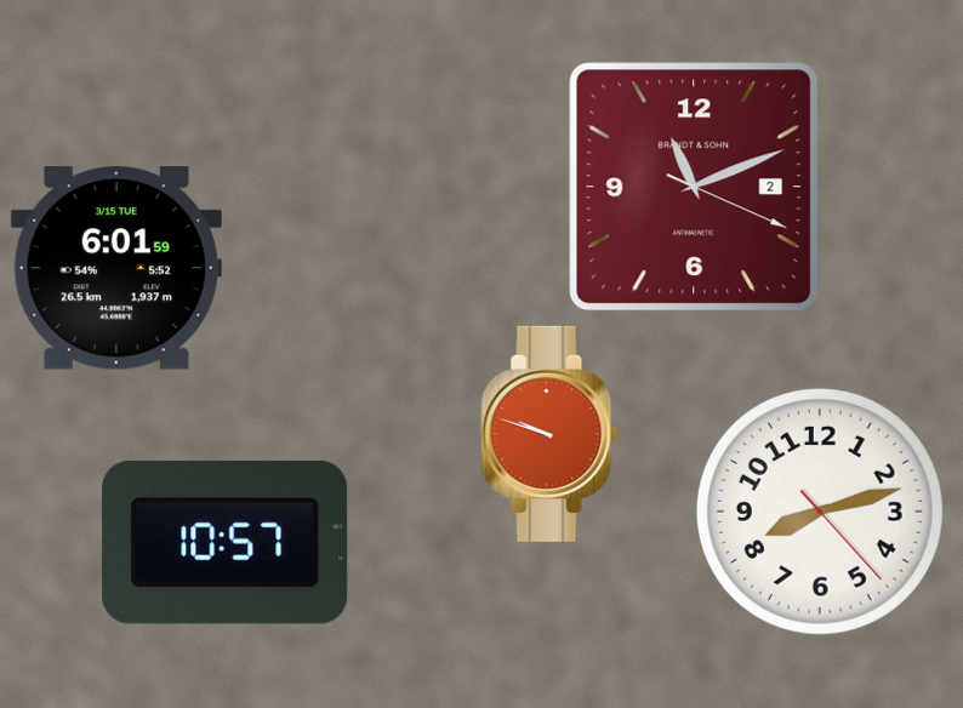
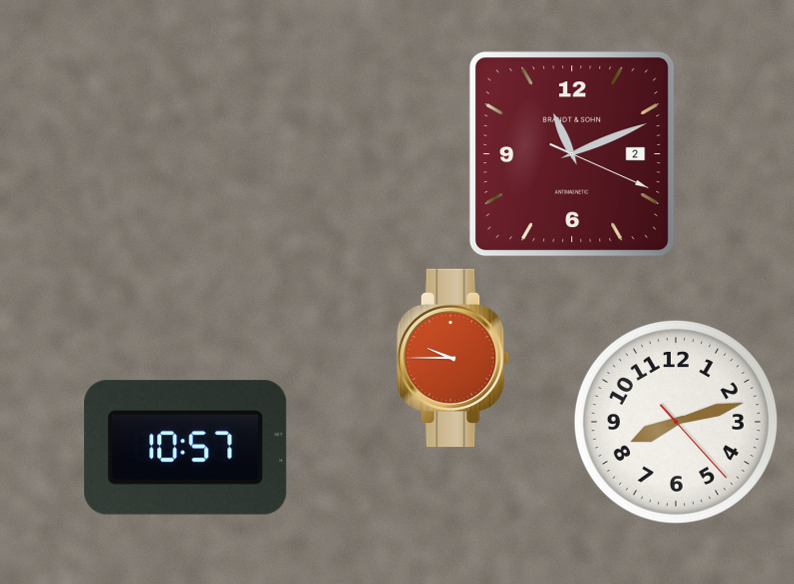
clock at (116, 268): 6:01 -> none
clock at (549, 434): 9:48 -> 9:45
